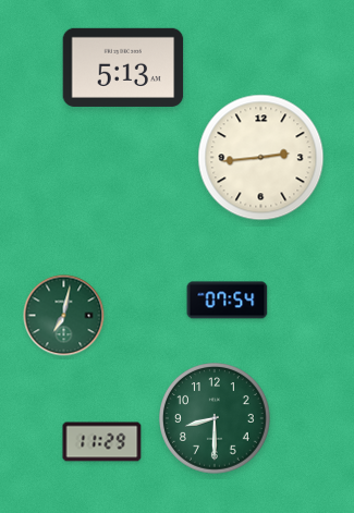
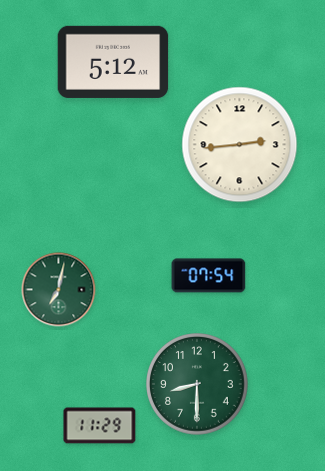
clock at (123, 68): 5:13 -> 5:12
clock at (102, 442) position: (102, 442) -> (100, 426)
